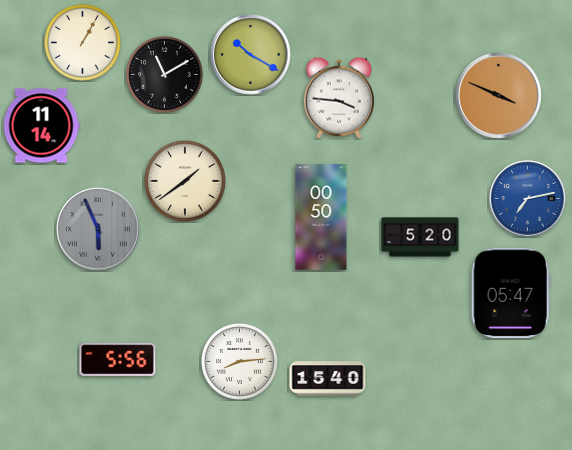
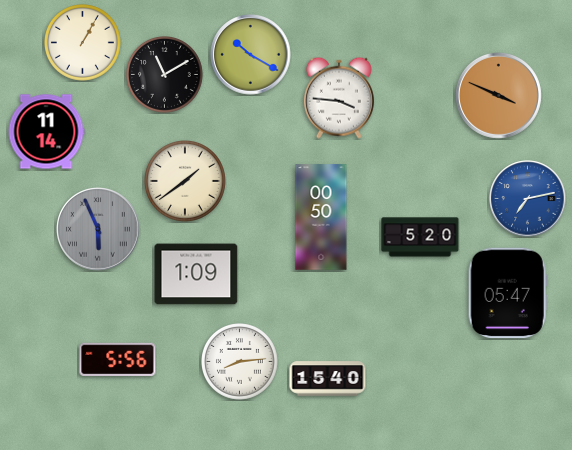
clock at (41, 126) position: (41, 126) -> (46, 132)
clock at (196, 274): none -> 1:09
clock at (511, 293) position: (511, 293) -> (508, 293)
